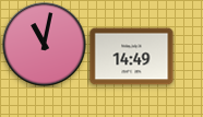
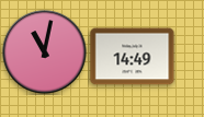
clock at (45, 45) position: (45, 45) -> (45, 52)
